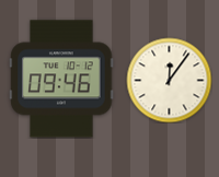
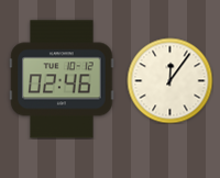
clock at (61, 79): 09:46 -> 02:46
